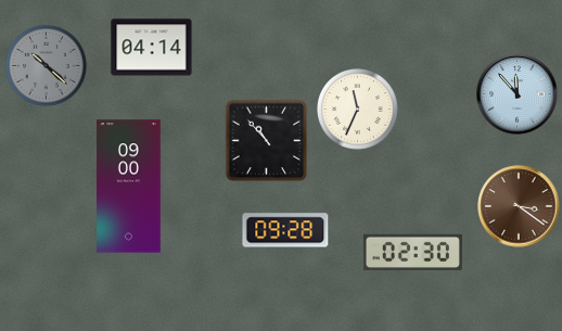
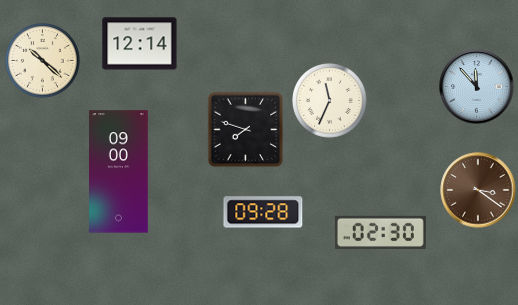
clock at (152, 48): 04:14 -> 12:14
clock at (47, 66) dial: grey -> cream
clock at (267, 141): 10:53 -> 7:48
